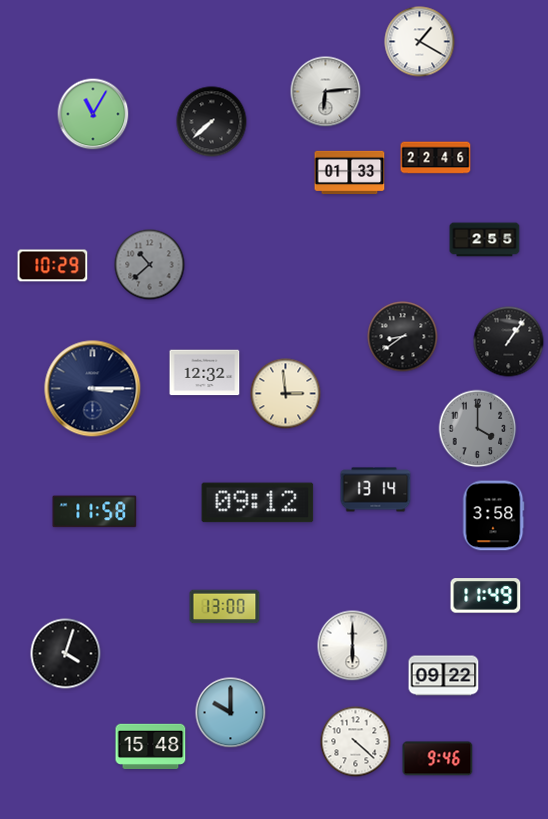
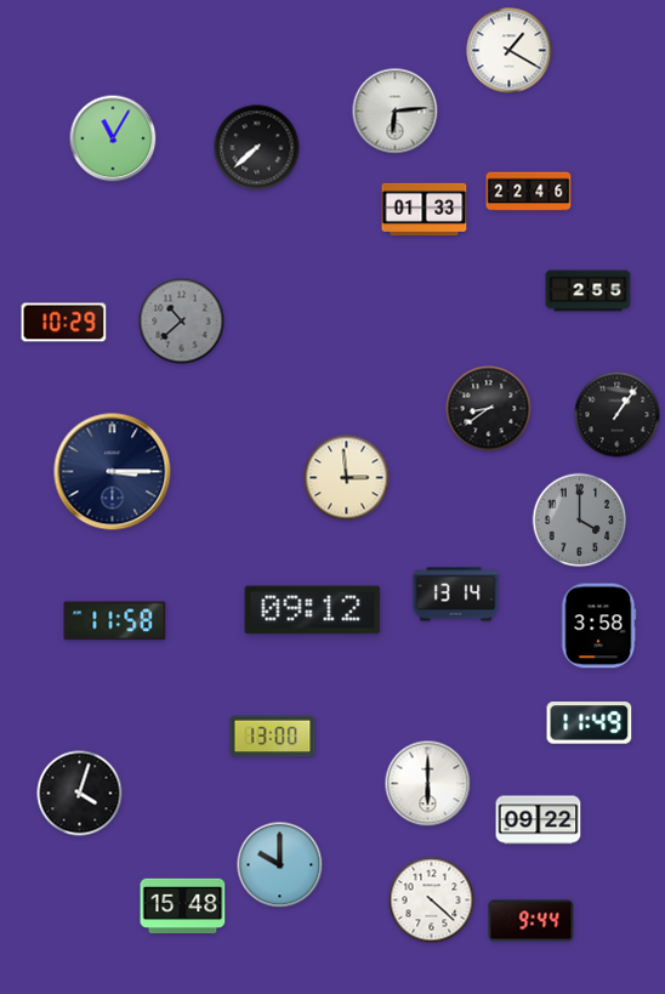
clock at (205, 373): 12:32 -> none
clock at (438, 759): 9:46 -> 9:44
